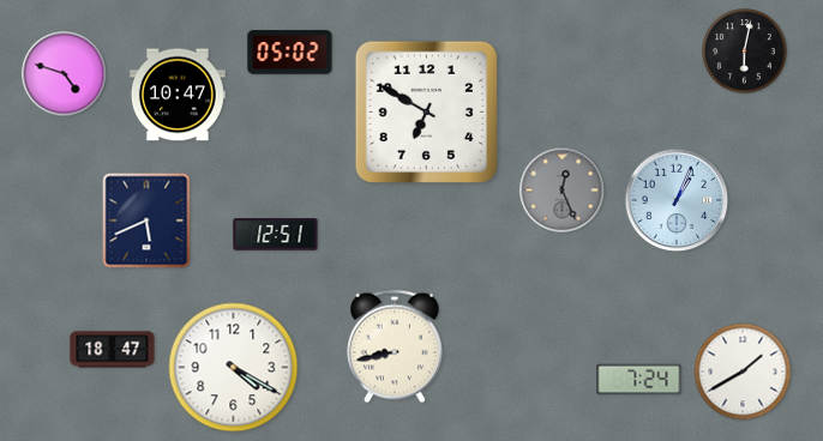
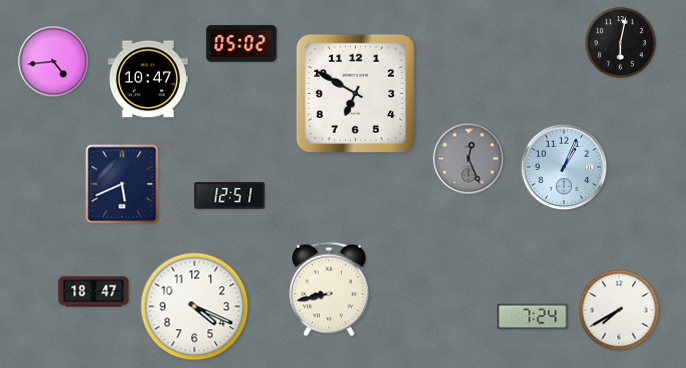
clock at (65, 74): 4:48 -> 4:44
clock at (234, 368): 4:20 -> 4:19
clock at (743, 371): 1:40 -> 7:40
